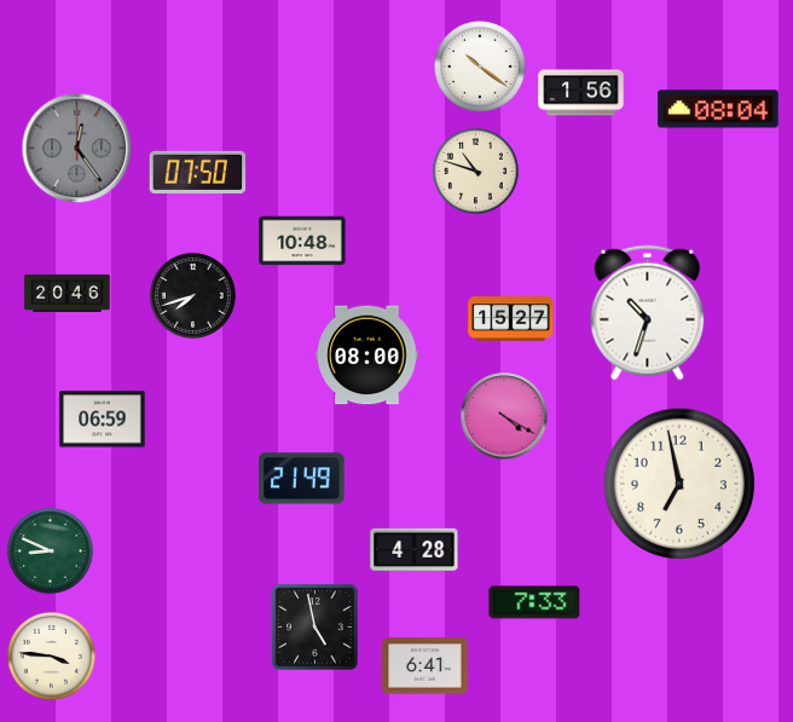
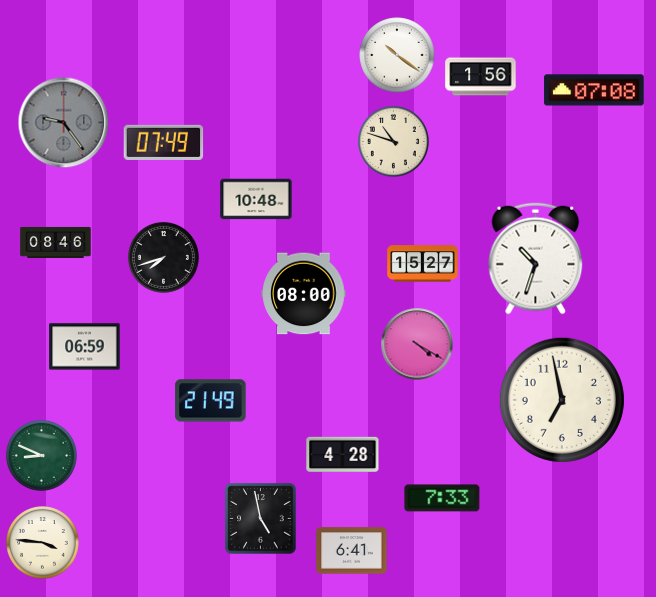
clock at (718, 109): 08:04 -> 07:08
clock at (77, 149): 12:24 -> 9:24
clock at (198, 172): 07:50 -> 07:49
clock at (302, 241) position: (302, 241) -> (256, 199)
clock at (68, 293): 20:46 -> 08:46
clock at (192, 295) position: (192, 295) -> (163, 257)
clock at (302, 479) position: (302, 479) -> (211, 401)
